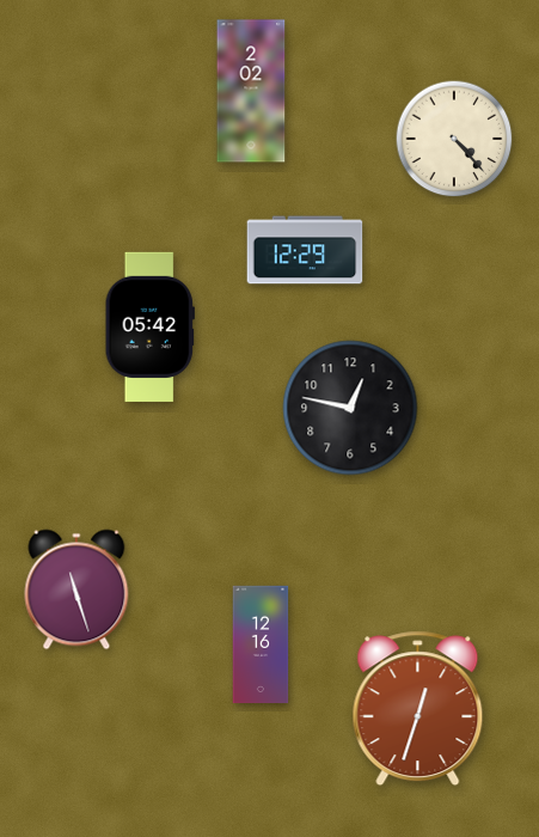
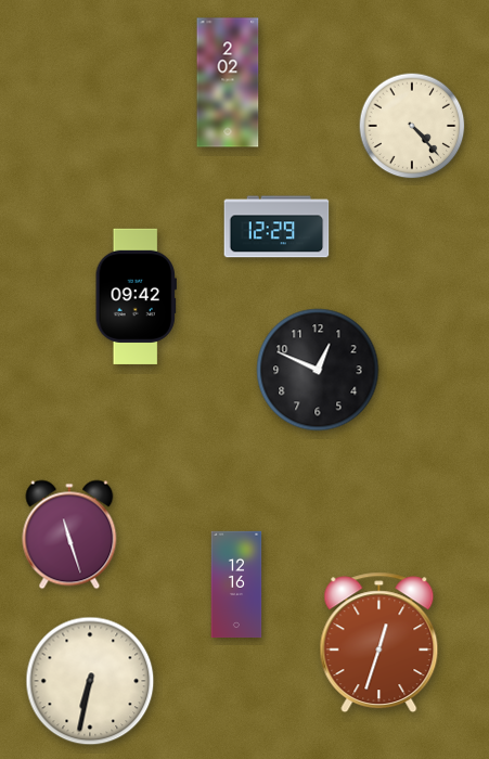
clock at (149, 326): 05:42 -> 09:42
clock at (350, 408): 12:47 -> 12:49
clock at (90, 681): none -> 6:32
